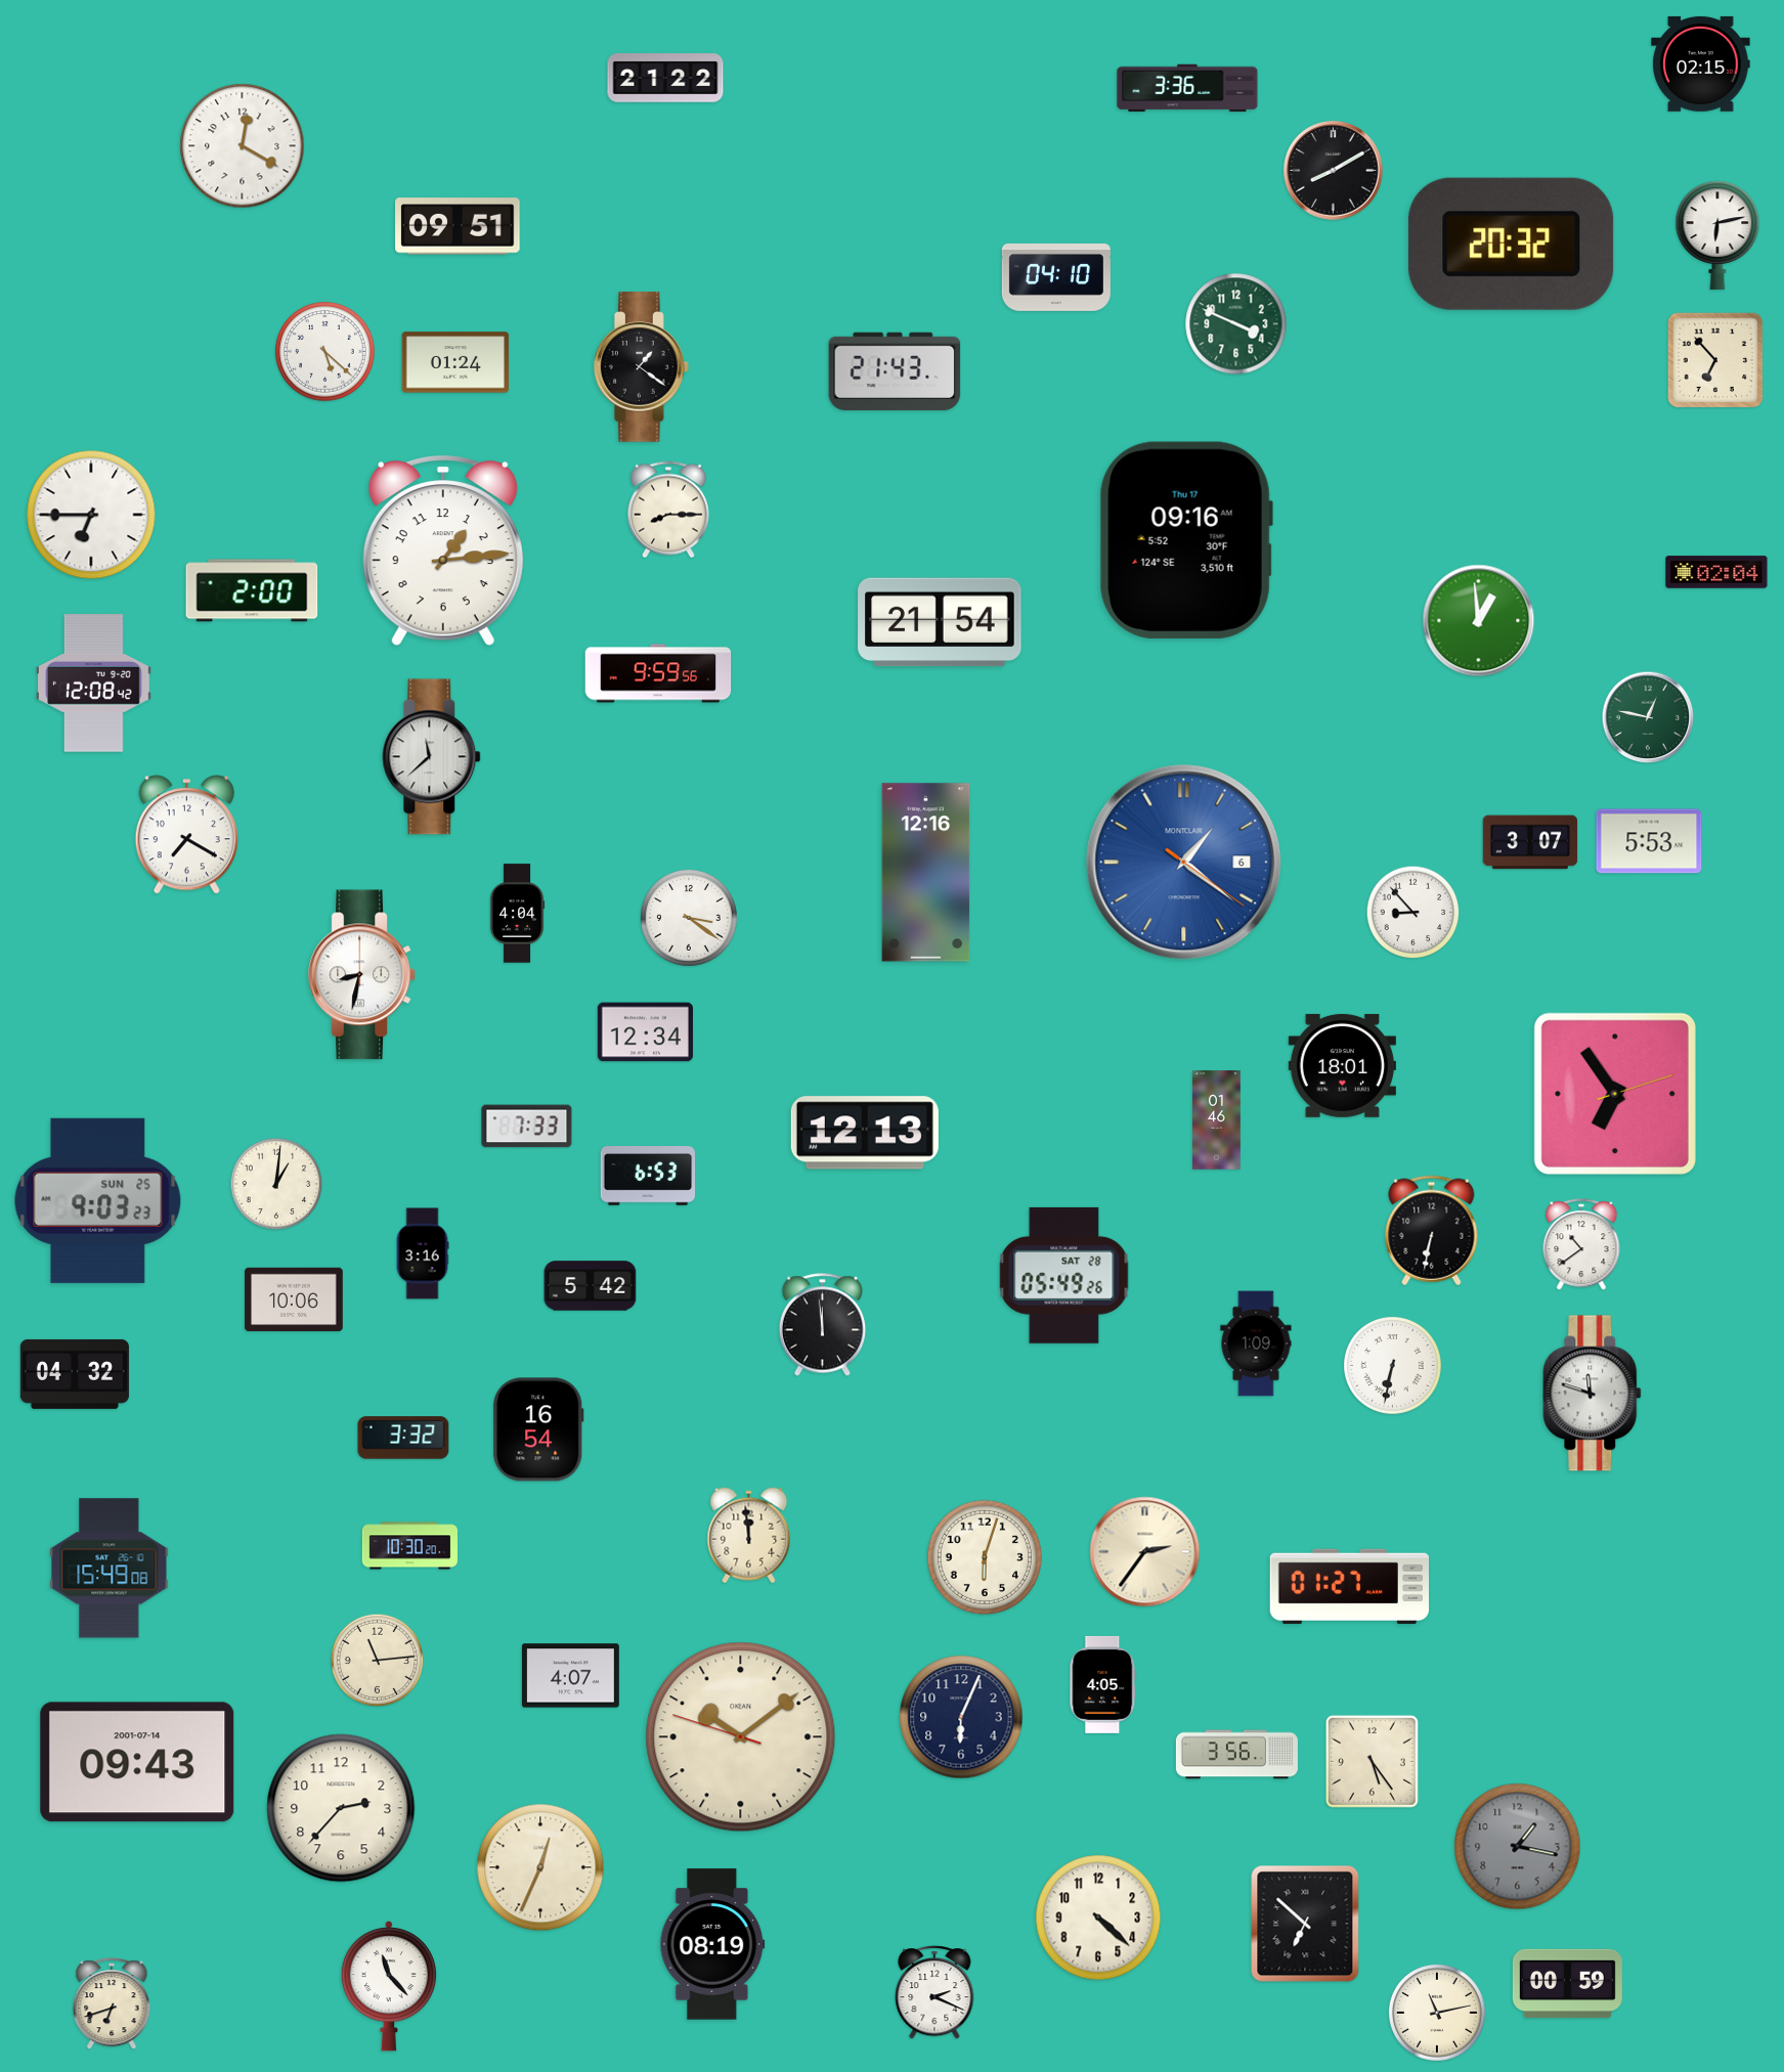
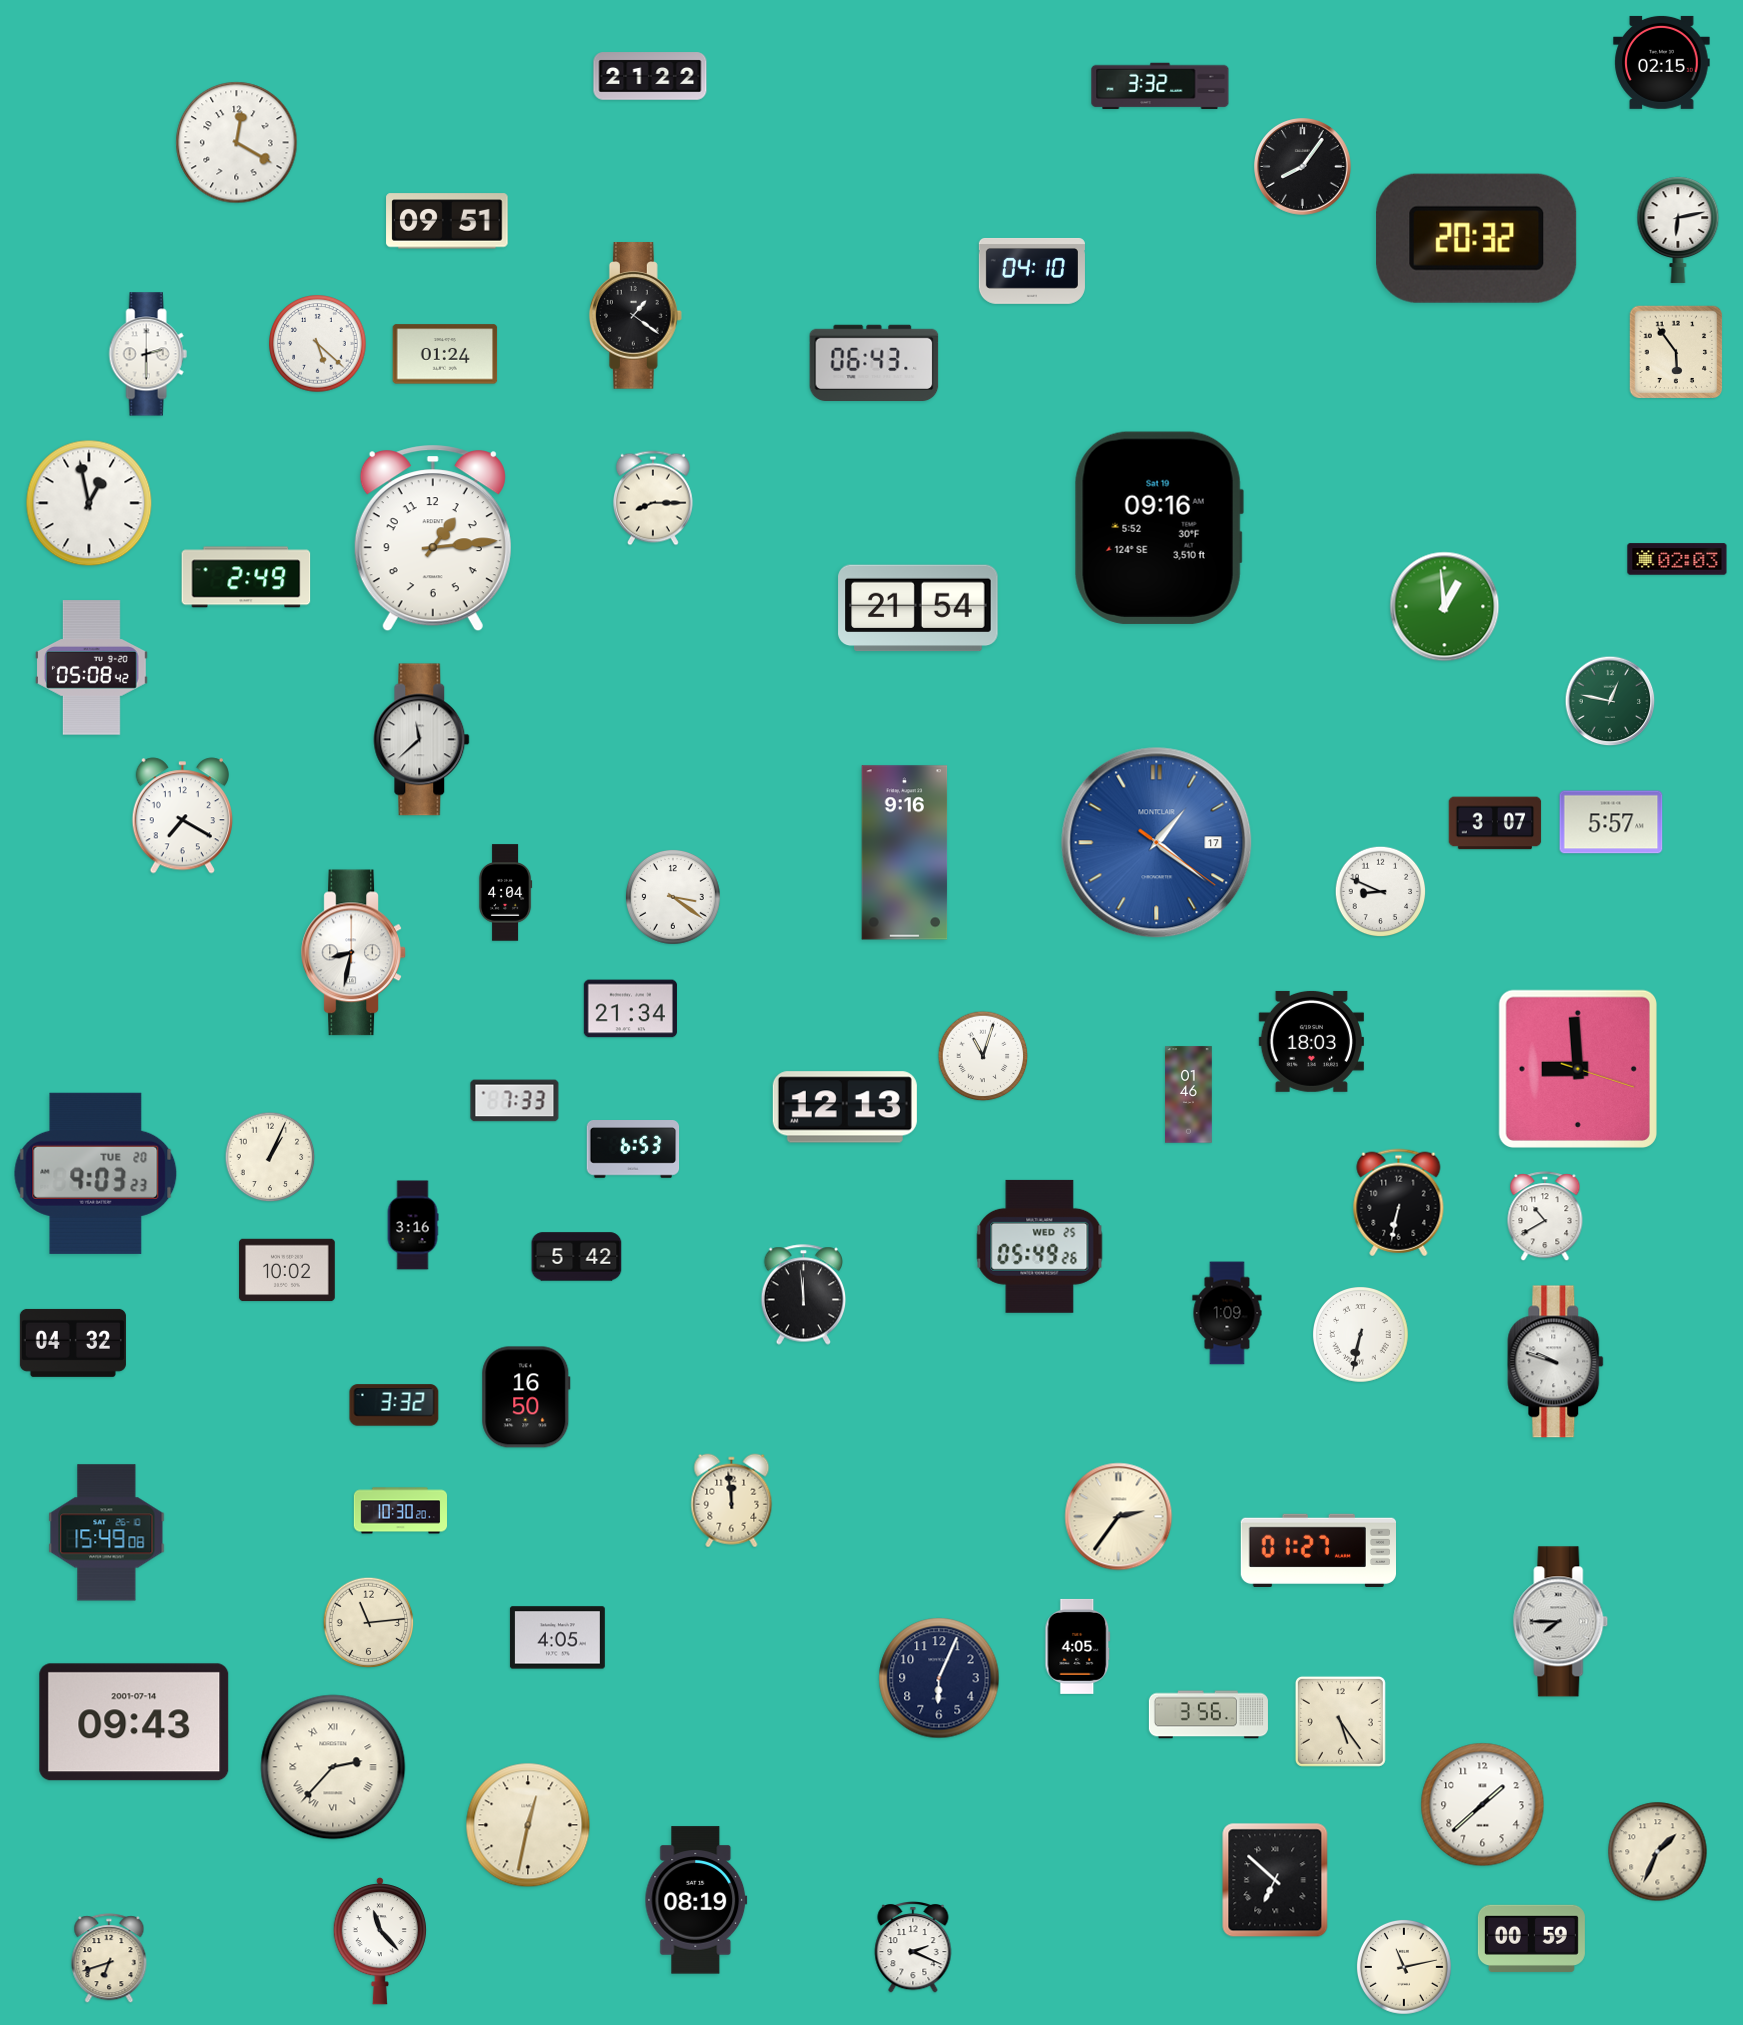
clock at (1187, 88): 3:36 -> 3:32
clock at (1334, 171): 8:10 -> 8:06
clock at (1236, 324): 3:49 -> none
clock at (1715, 360): 6:53 -> 5:54
clock at (148, 354): none -> 2:30
clock at (641, 367) position: (641, 367) -> (635, 316)
clock at (895, 370): 21:43 -> 06:43
clock at (91, 515): 6:45 -> 12:58
clock at (1186, 540) date: Thu 17 -> Sat 19
clock at (1716, 572): 02:04 -> 02:03
clock at (252, 590): 2:00 -> 2:49
clock at (658, 673): 9:59 -> none
clock at (94, 684): 12:08 -> 05:08
clock at (1649, 841): 5:53 -> 5:57
clock at (1184, 863) date: 6 -> 17
clock at (926, 873): 12:16 -> 9:16
clock at (1413, 913): 8:53 -> 8:49
clock at (645, 1032): 12:34 -> 21:34
clock at (1342, 1065): 18:01 -> 18:03
clock at (983, 1056): none -> 11:03
clock at (1615, 1094): 6:54 -> 8:59
clock at (276, 1184): 1:01 -> 1:04
clock at (98, 1200) date: SUN 25 -> TUE 20
clock at (1581, 1245): 10:39 -> 10:40
clock at (1064, 1275) date: SAT 28 -> WED 25
clock at (294, 1299): 10:06 -> 10:02
clock at (1593, 1394): 11:48 -> 9:48
clock at (538, 1429): 16:54 -> 16:50
clock at (985, 1557): 6:03 -> none
clock at (1561, 1622): none -> 7:45
clock at (570, 1676): 4:07 -> 4:05
clock at (741, 1737): 10:08 -> none
clock at (341, 1808) numerals: Arabic -> Roman
clock at (1518, 1847): 1:17 -> 1:38
clock at (1518, 1847) dial: grey -> white
clock at (540, 1867): 12:34 -> 12:32
clock at (1658, 1852): none -> 1:34
clock at (1098, 1917): 4:22 -> none
